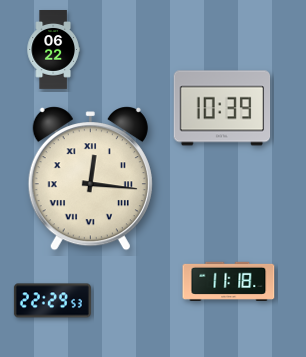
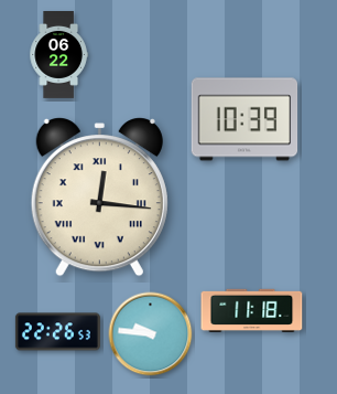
clock at (52, 301): 22:29 -> 22:26
clock at (151, 334): none -> 9:46
